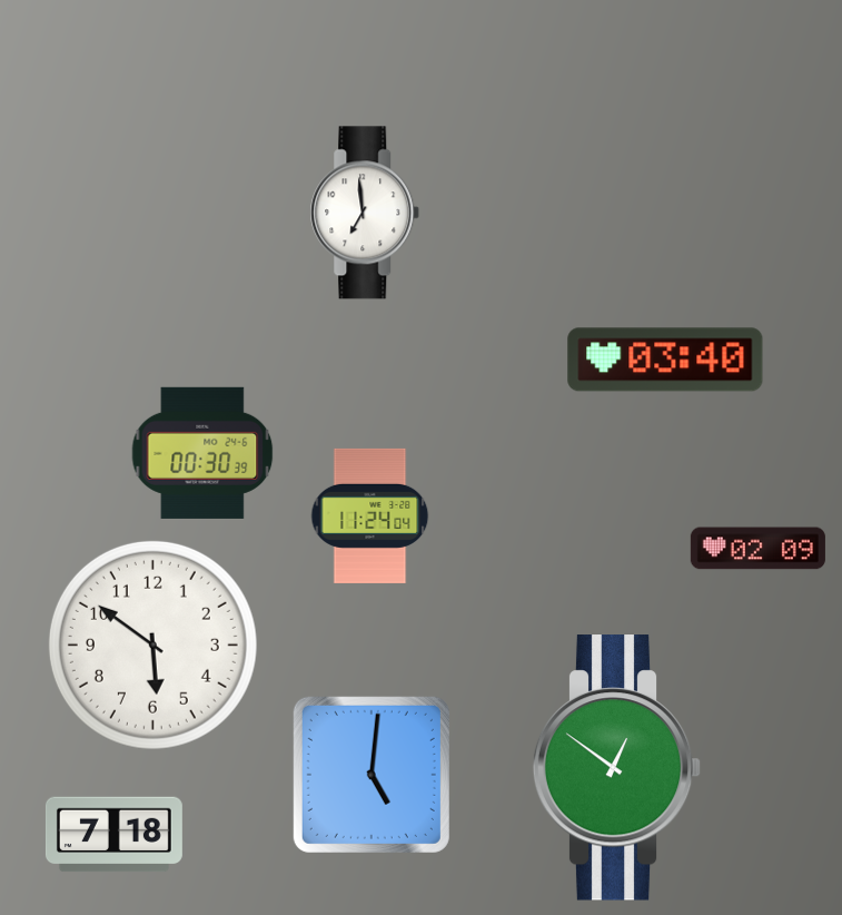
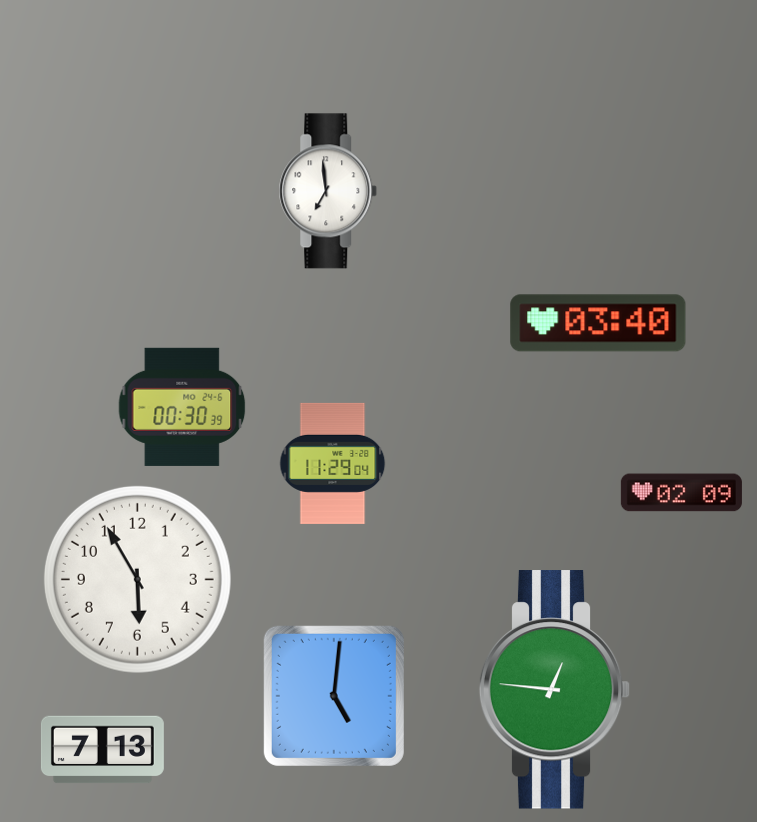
clock at (370, 515): 11:24 -> 11:29
clock at (152, 645): 5:51 -> 5:55
clock at (617, 768): 12:51 -> 12:46
clock at (113, 835): 7:18 -> 7:13
